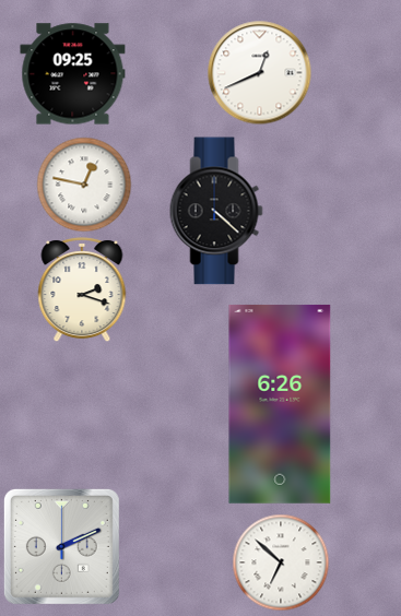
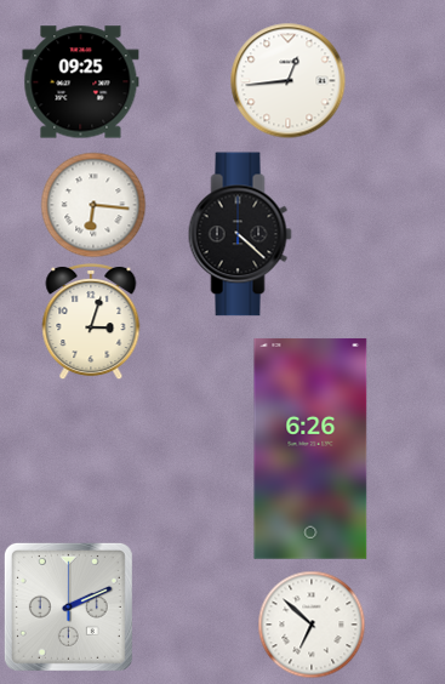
clock at (260, 73): 12:41 -> 12:44
clock at (84, 185): 12:47 -> 6:16
clock at (82, 289): 2:18 -> 3:03
